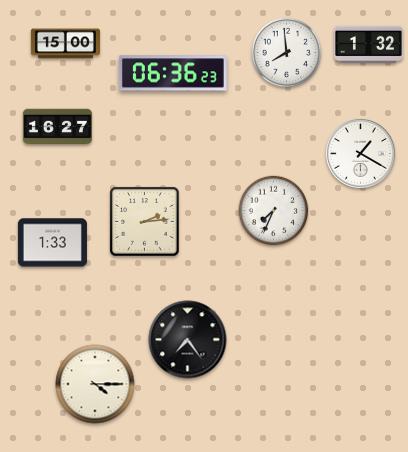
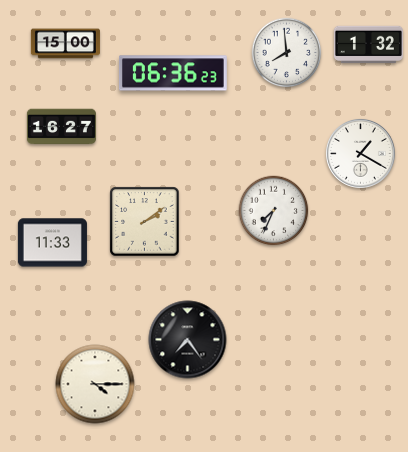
clock at (57, 127) position: (57, 127) -> (61, 127)
clock at (145, 222): 2:14 -> 2:09
clock at (52, 243): 1:33 -> 11:33
